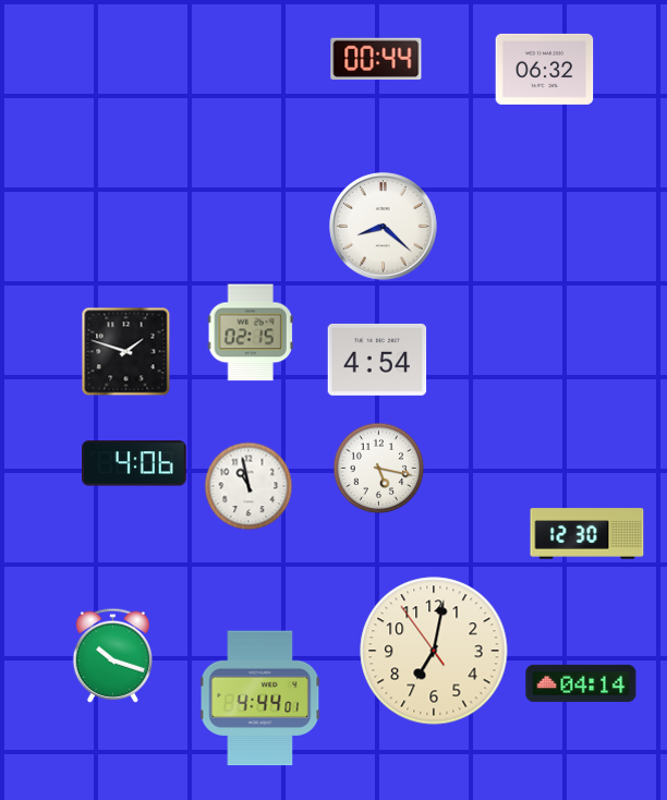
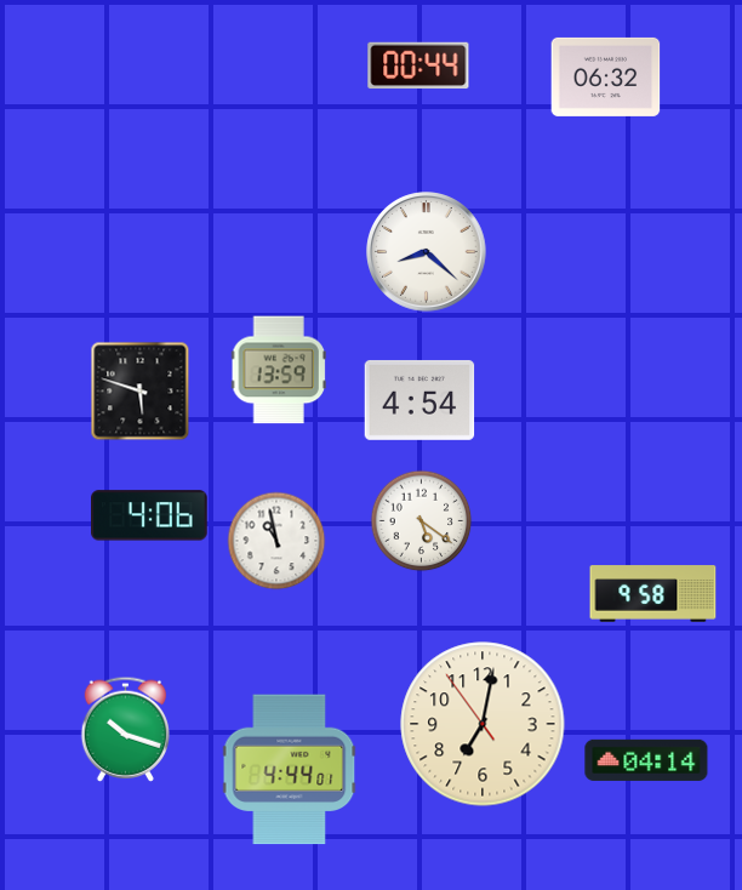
clock at (251, 332): 02:15 -> 13:59
clock at (126, 352): 1:48 -> 5:48
clock at (379, 469): 5:17 -> 5:21
clock at (587, 534): 12:30 -> 9:58
clock at (260, 699) position: (260, 699) -> (290, 770)
